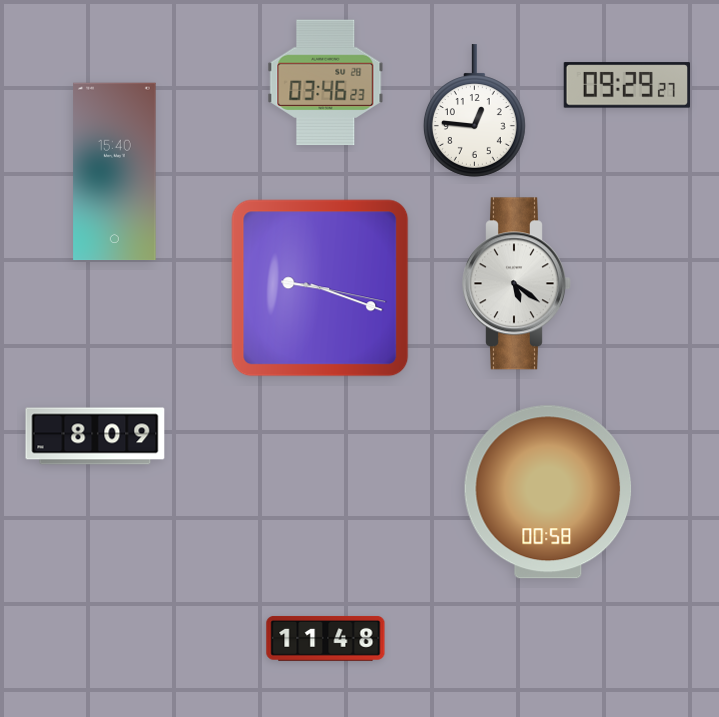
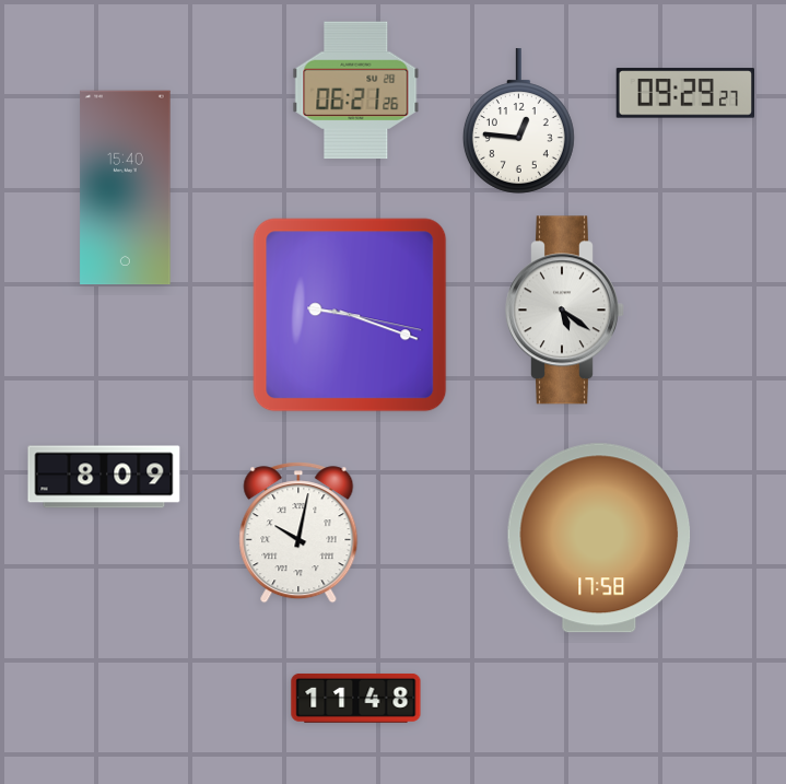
clock at (326, 83): 03:46 -> 06:21
clock at (298, 533): none -> 10:02
clock at (548, 492): 00:58 -> 17:58
